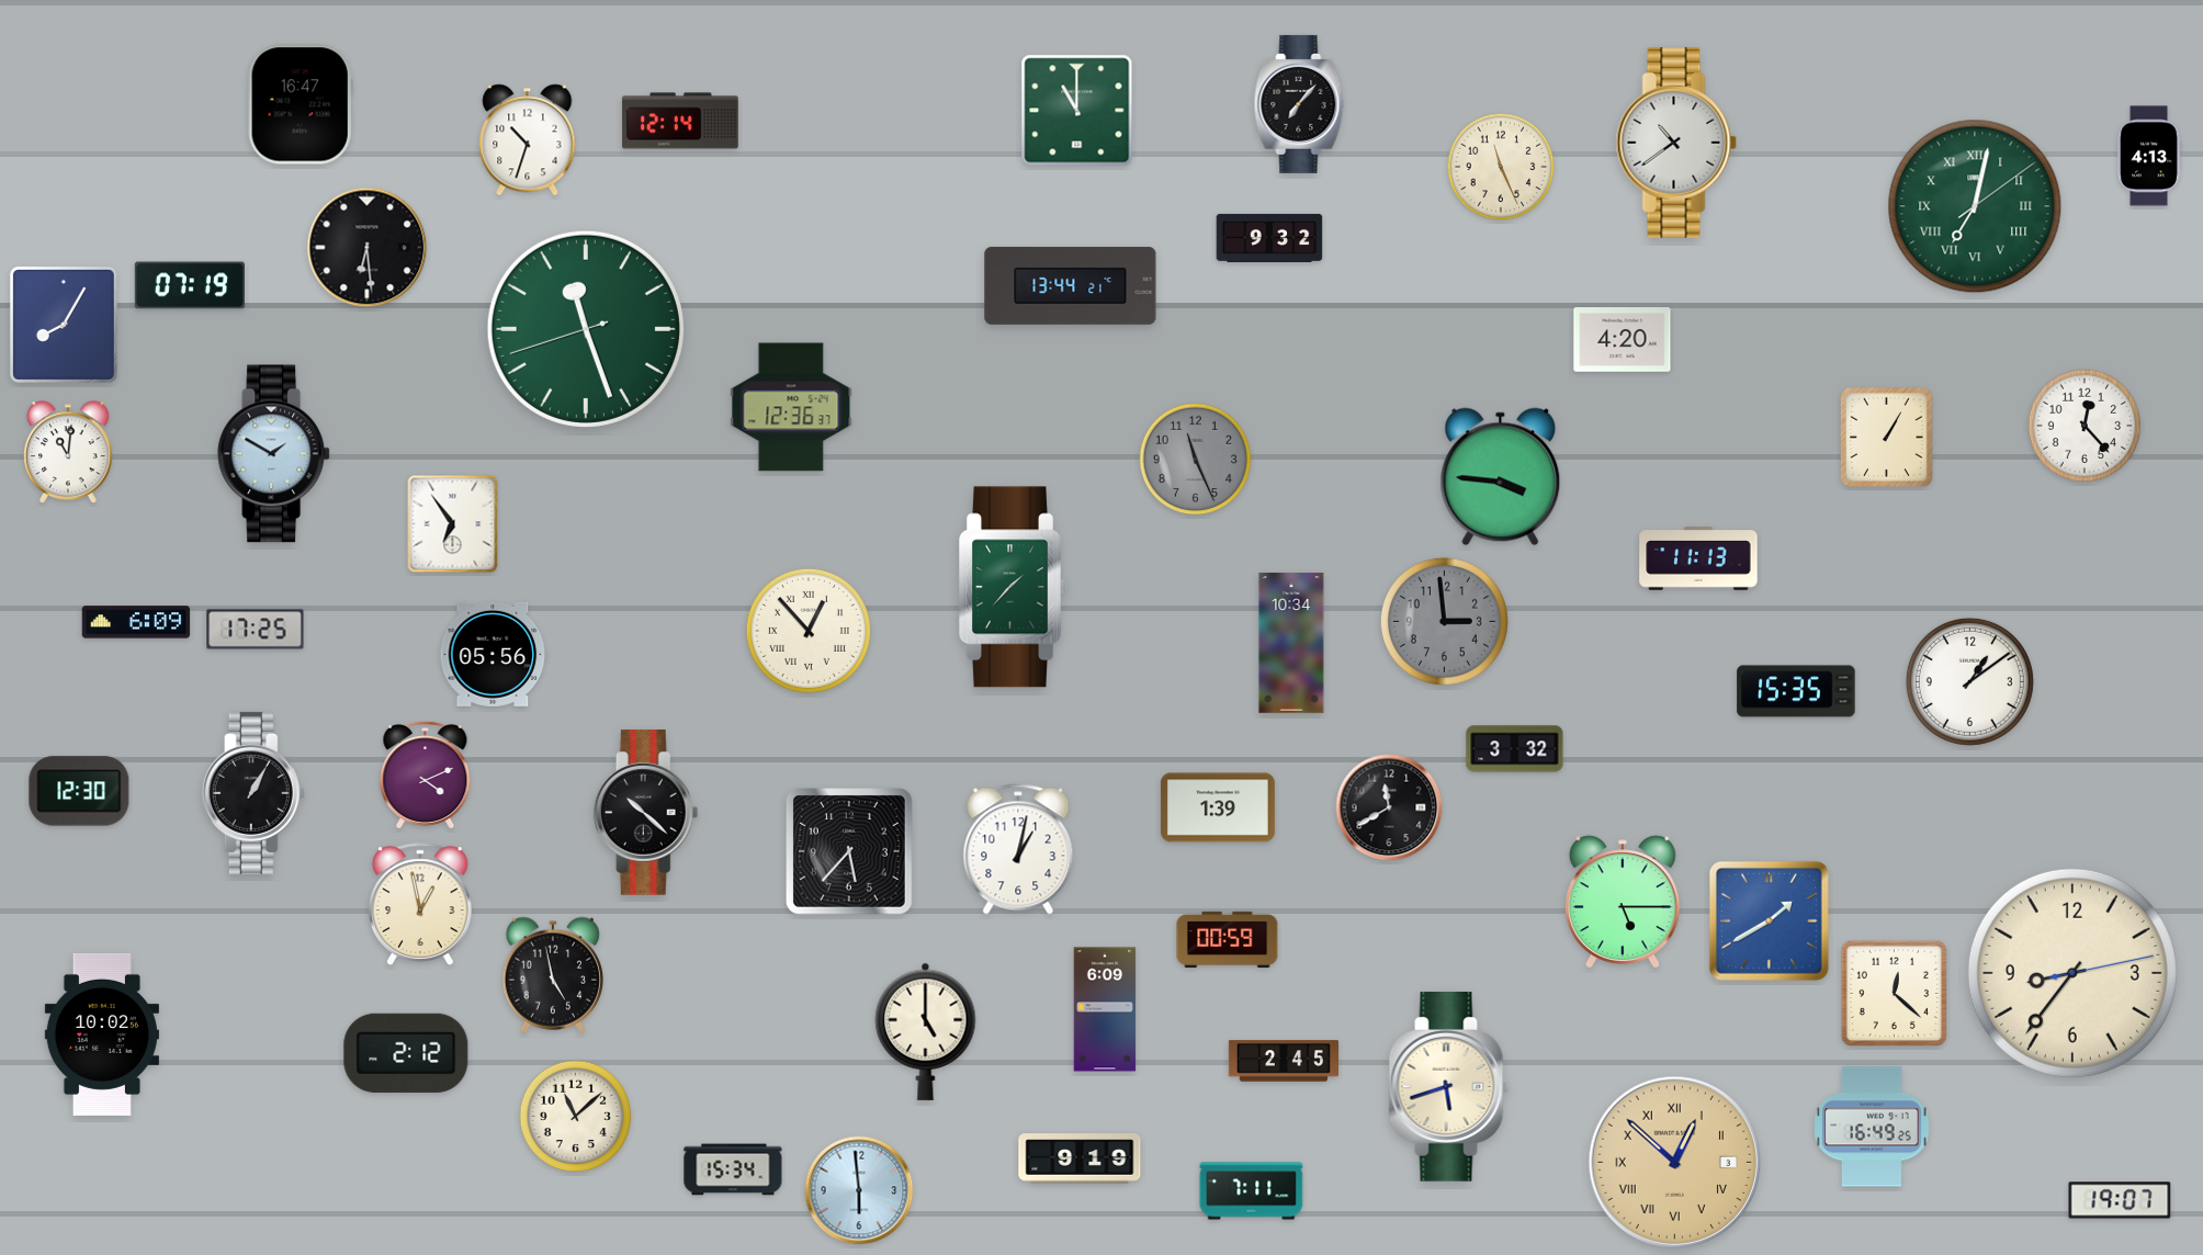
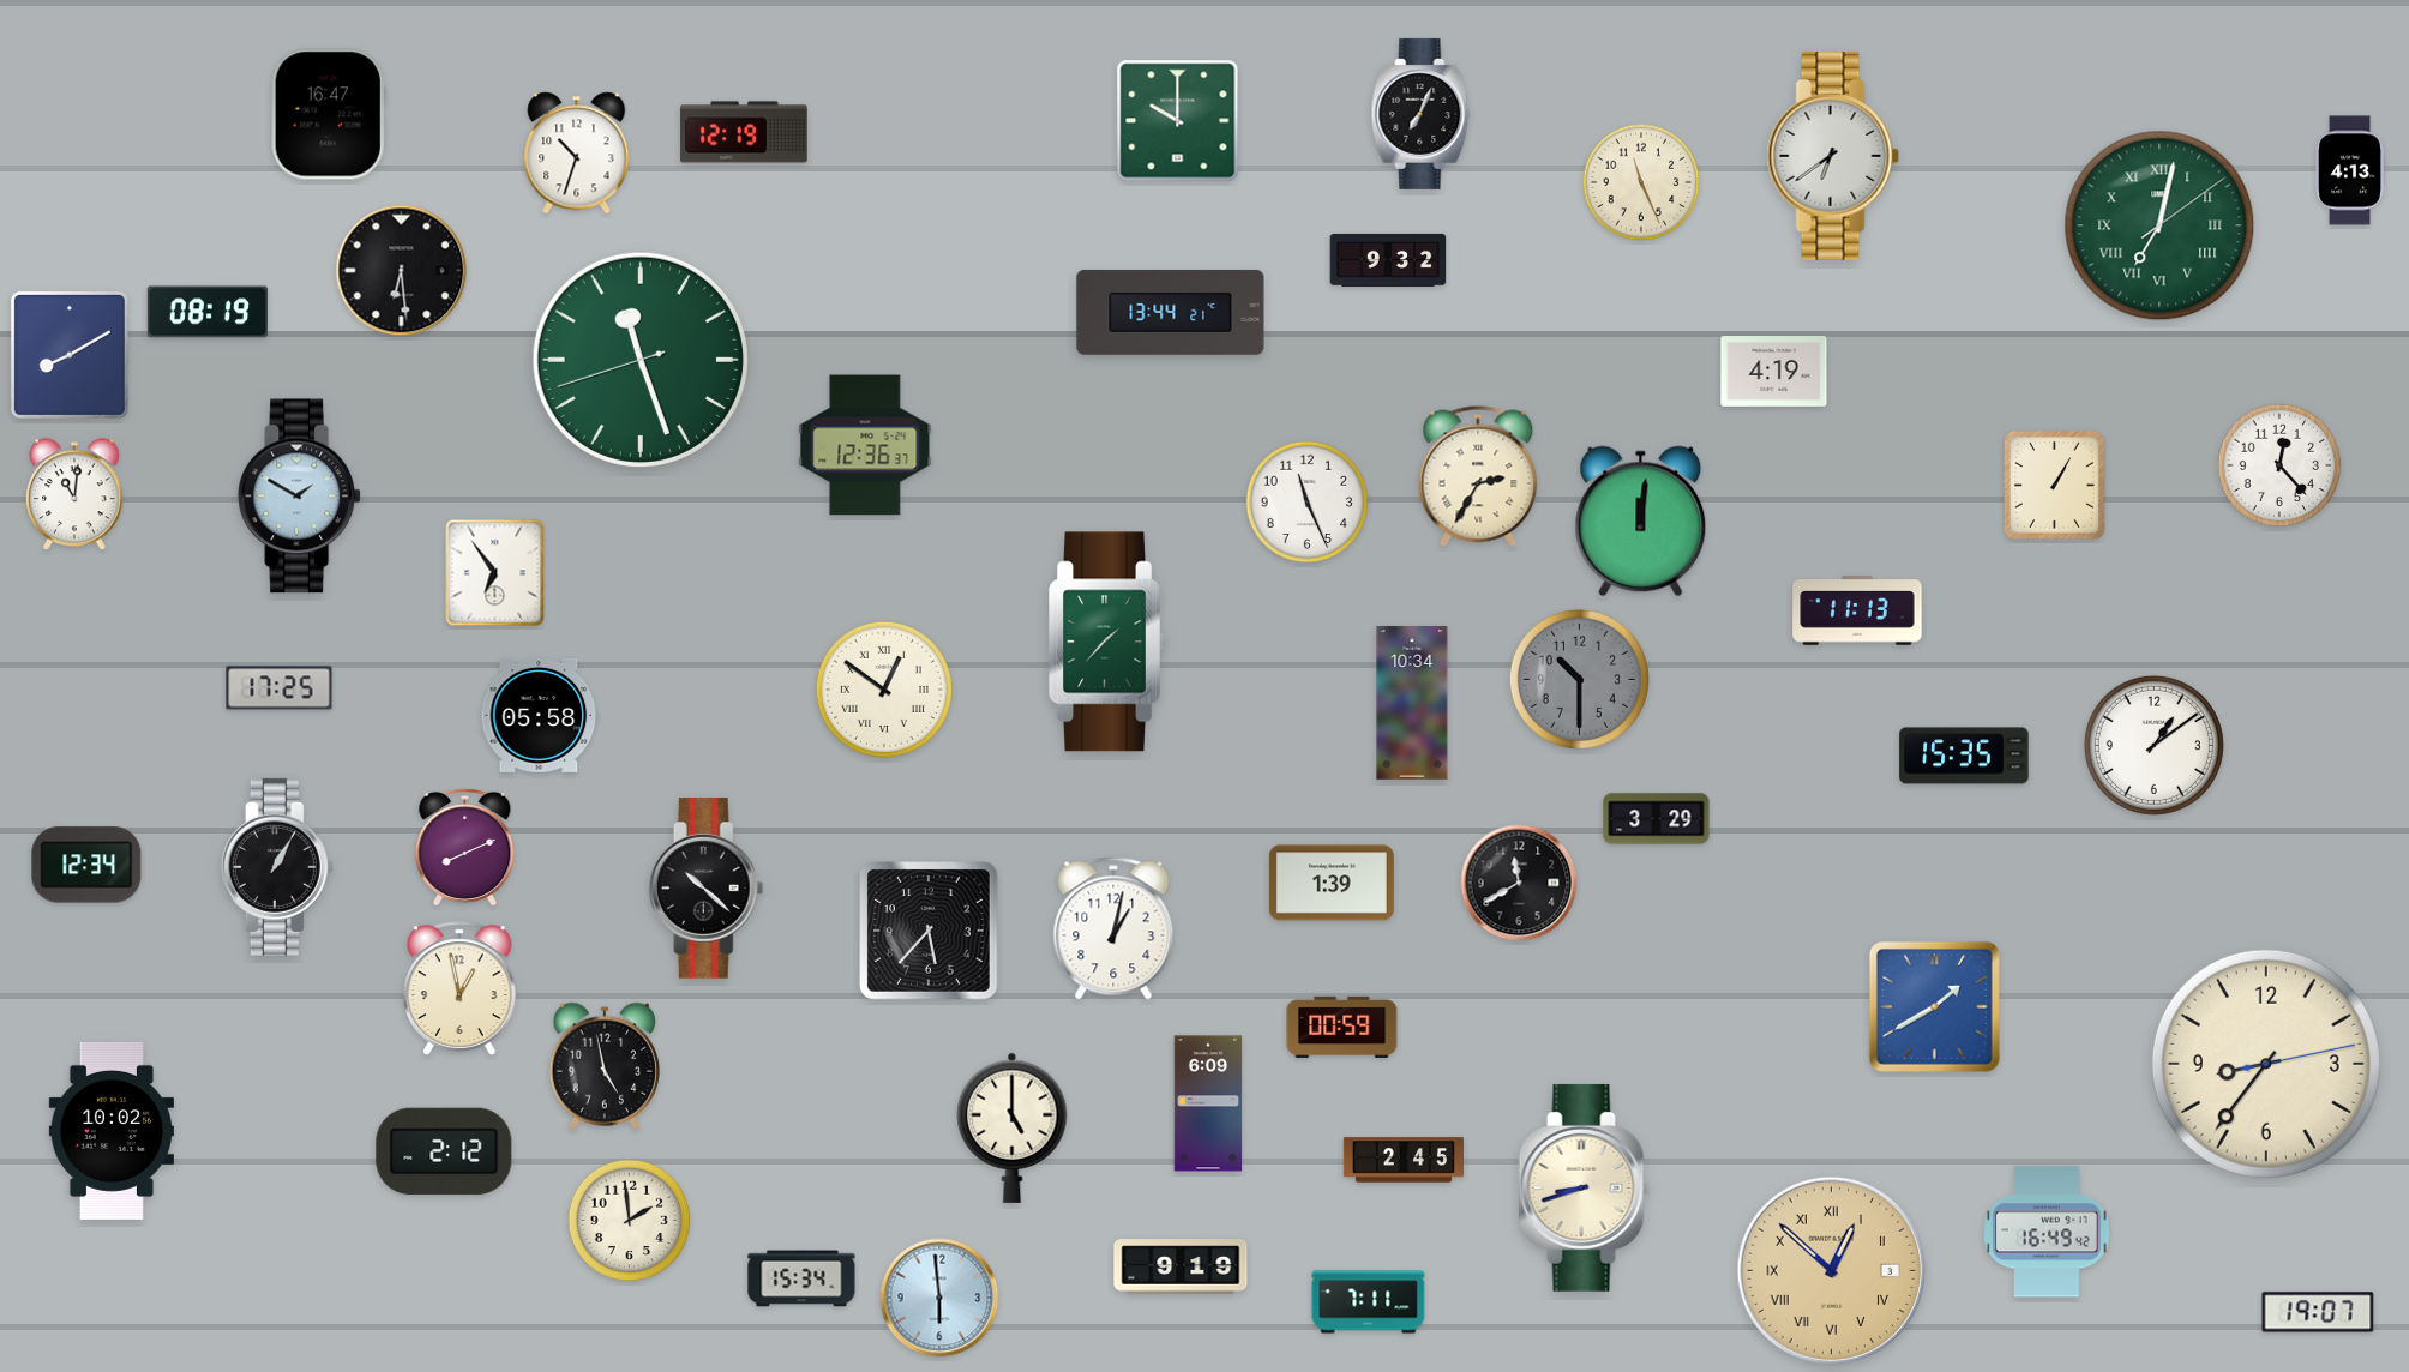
clock at (1299, 104): 7:07 -> 7:04
clock at (1077, 111): 11:00 -> 10:00
clock at (680, 121): 12:14 -> 12:19
clock at (1676, 144): 10:39 -> 6:39
clock at (190, 285): 07:19 -> 08:19
clock at (64, 325): 8:05 -> 8:10
clock at (1623, 340): 4:20 -> 4:19
clock at (1478, 476): none -> 2:35
clock at (1886, 437) position: (1886, 437) -> (2054, 485)
clock at (1196, 460) dial: grey -> white
clock at (1501, 477): 3:46 -> 12:01
clock at (1444, 621): 2:59 -> 10:30
clock at (136, 622): 6:09 -> none
clock at (809, 631): 12:53 -> 12:51
clock at (494, 654): 05:56 -> 05:58
clock at (1515, 749): 3:32 -> 3:29
clock at (426, 775): 4:11 -> 8:11
clock at (79, 791): 12:30 -> 12:34
clock at (1623, 902): 5:15 -> none
clock at (1895, 994): 12:22 -> none
clock at (1449, 1086): 5:42 -> 8:42
clock at (576, 1117): 11:08 -> 1:59
clock at (1872, 1127): 16:49:25 -> 16:49:42
clock at (859, 1190) position: (859, 1190) -> (939, 1298)
